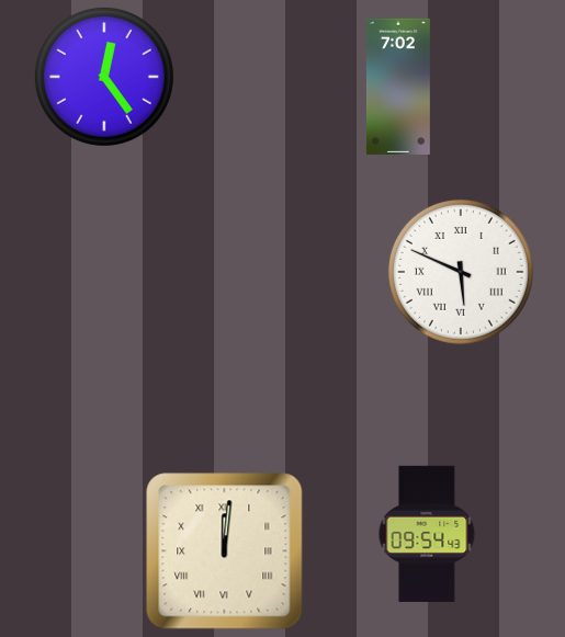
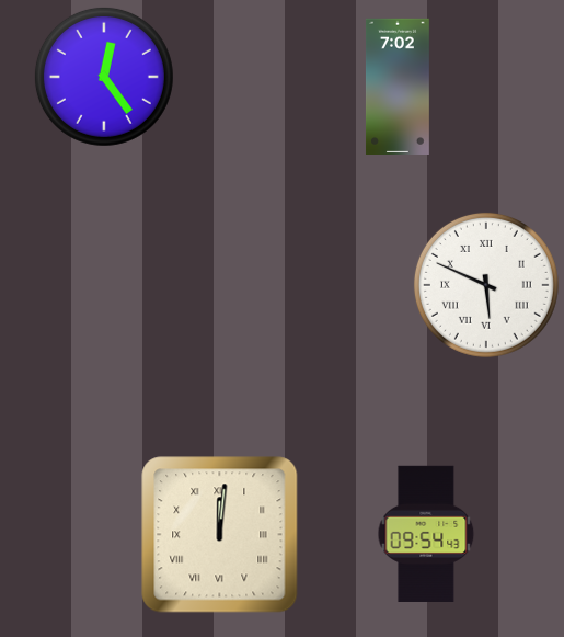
clock at (461, 272) position: (461, 272) -> (486, 285)
clock at (225, 551) position: (225, 551) -> (220, 535)
